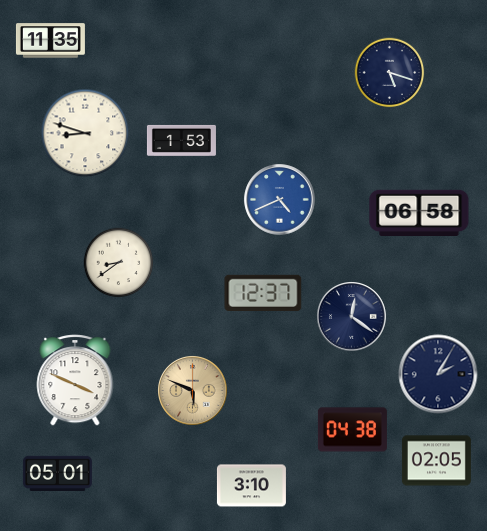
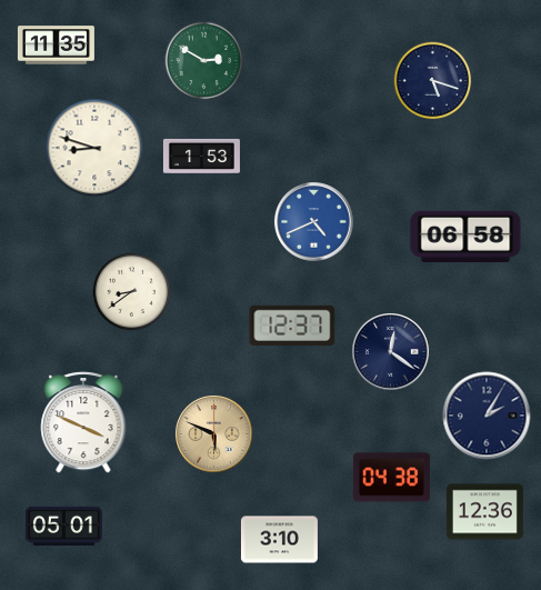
clock at (204, 61): none -> 2:50
clock at (280, 200) position: (280, 200) -> (314, 222)
clock at (436, 461): 02:05 -> 12:36
